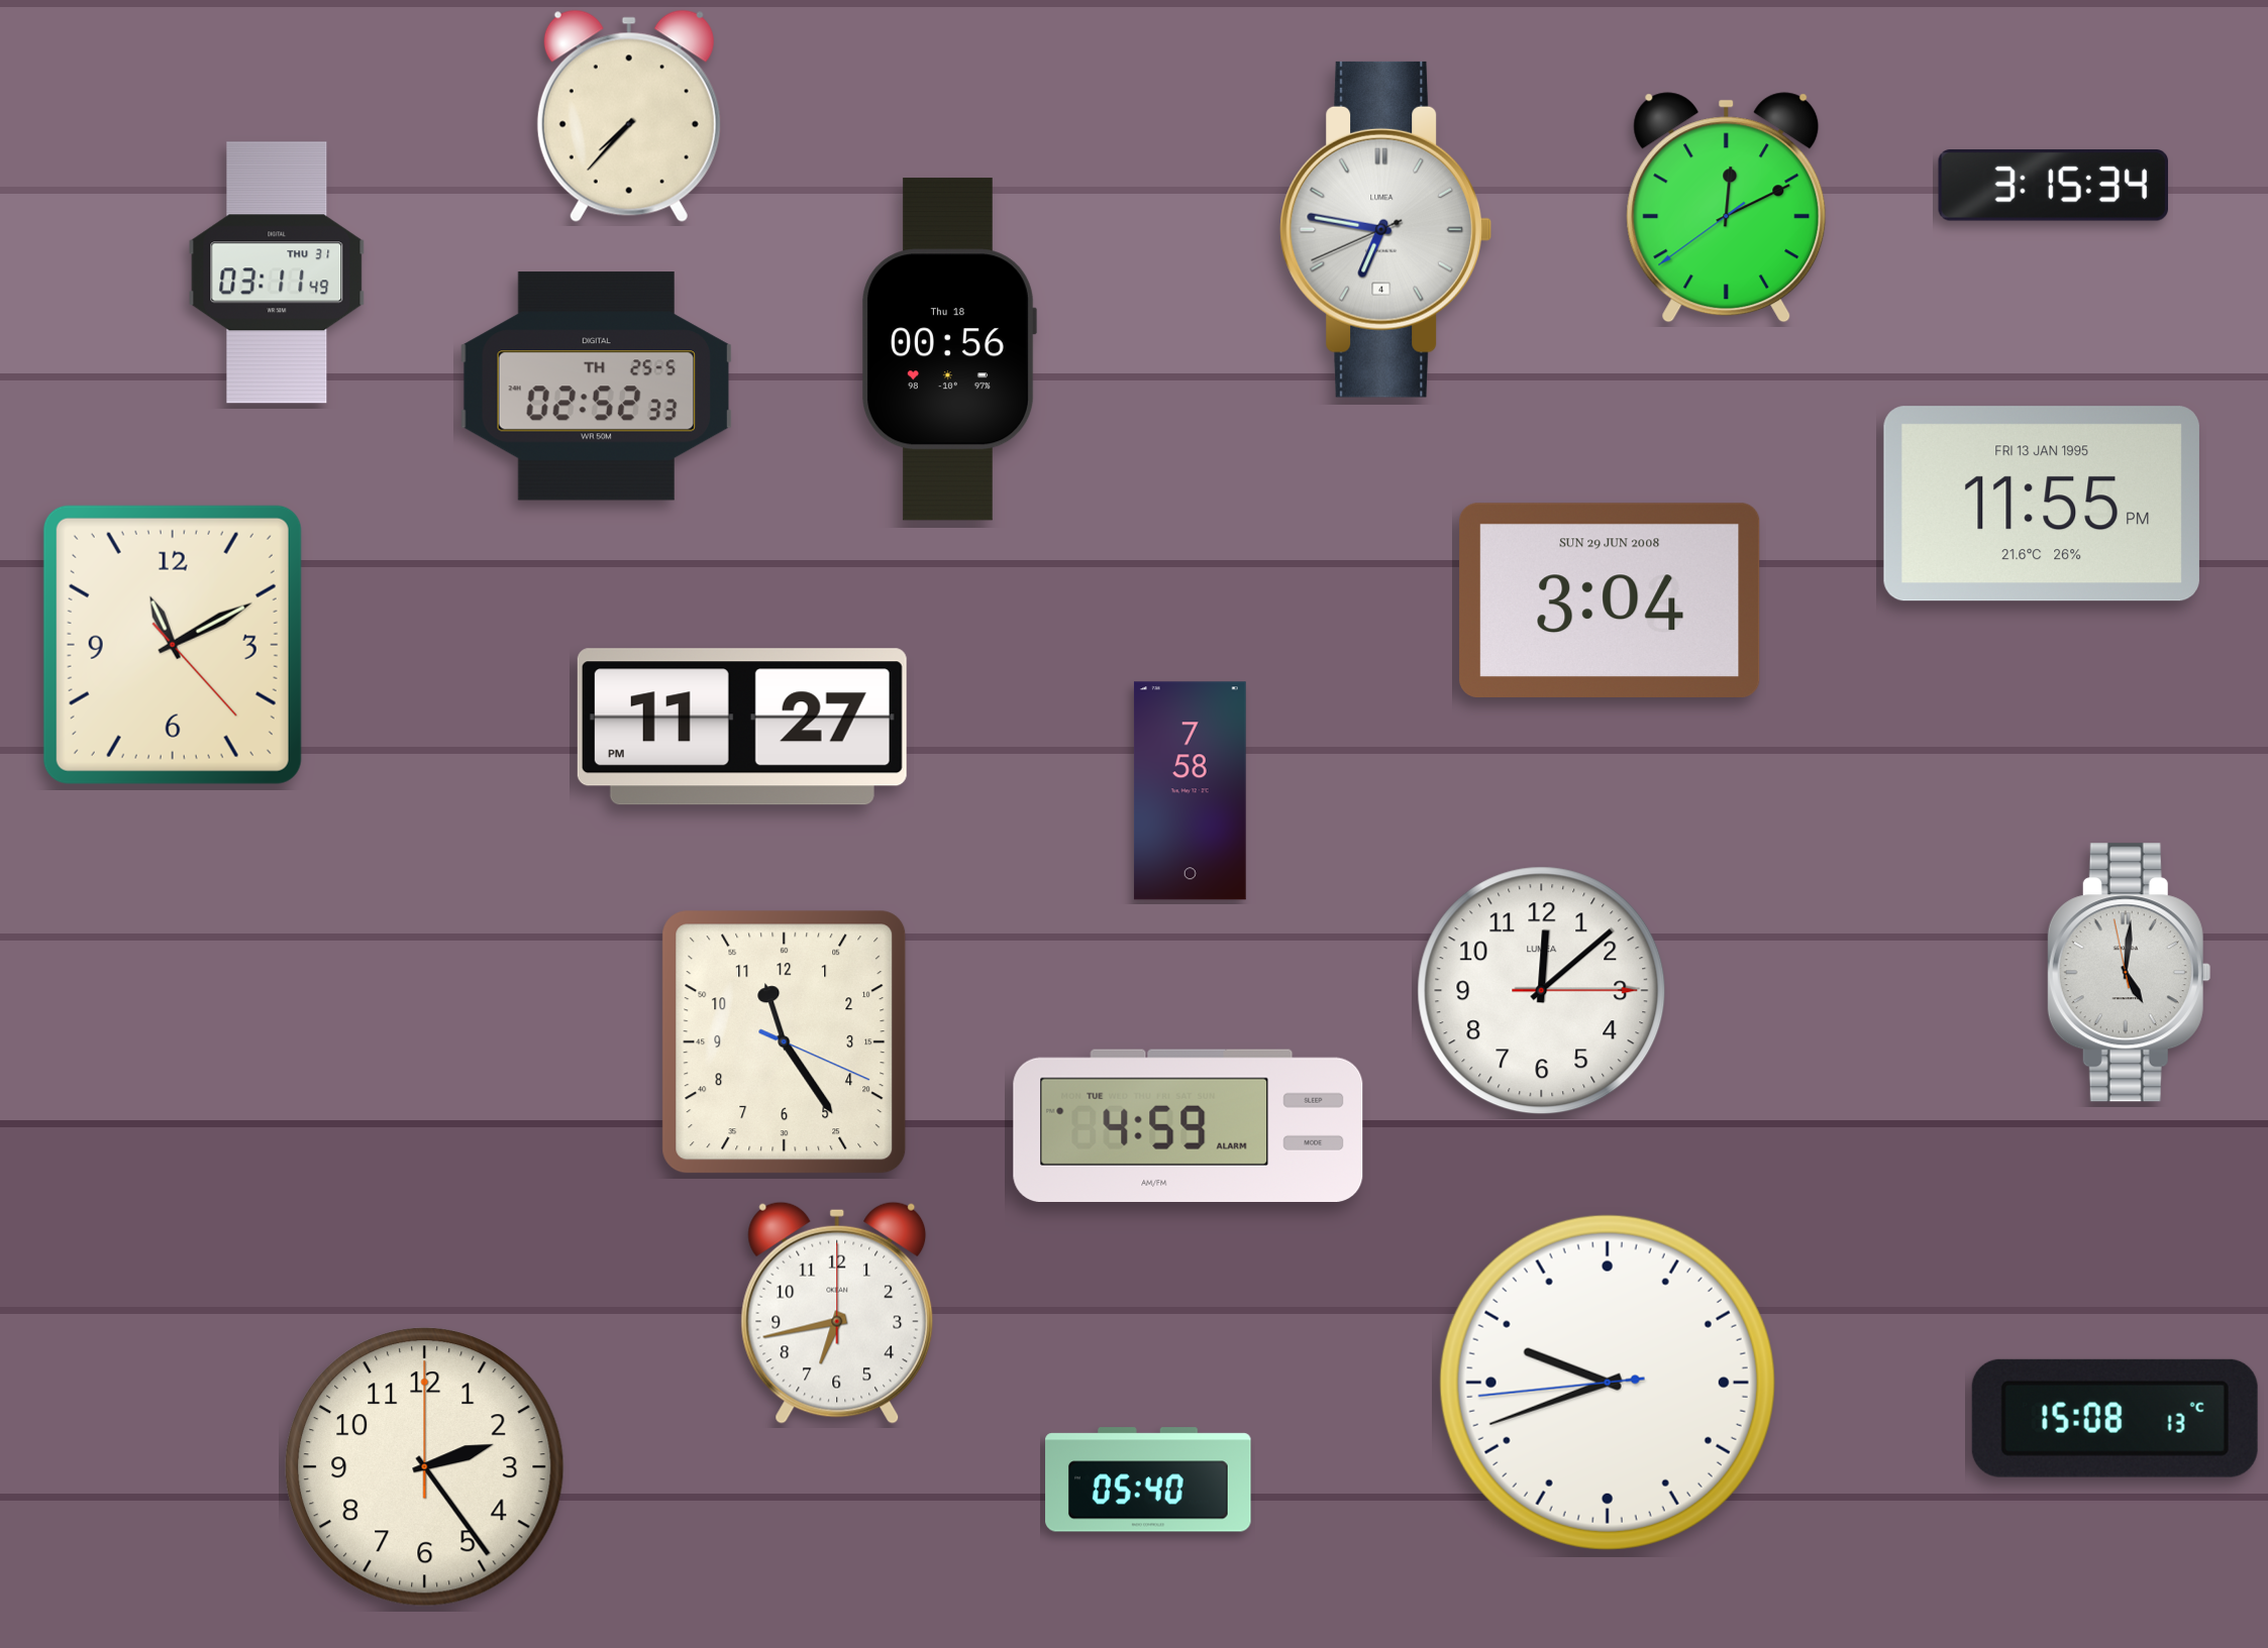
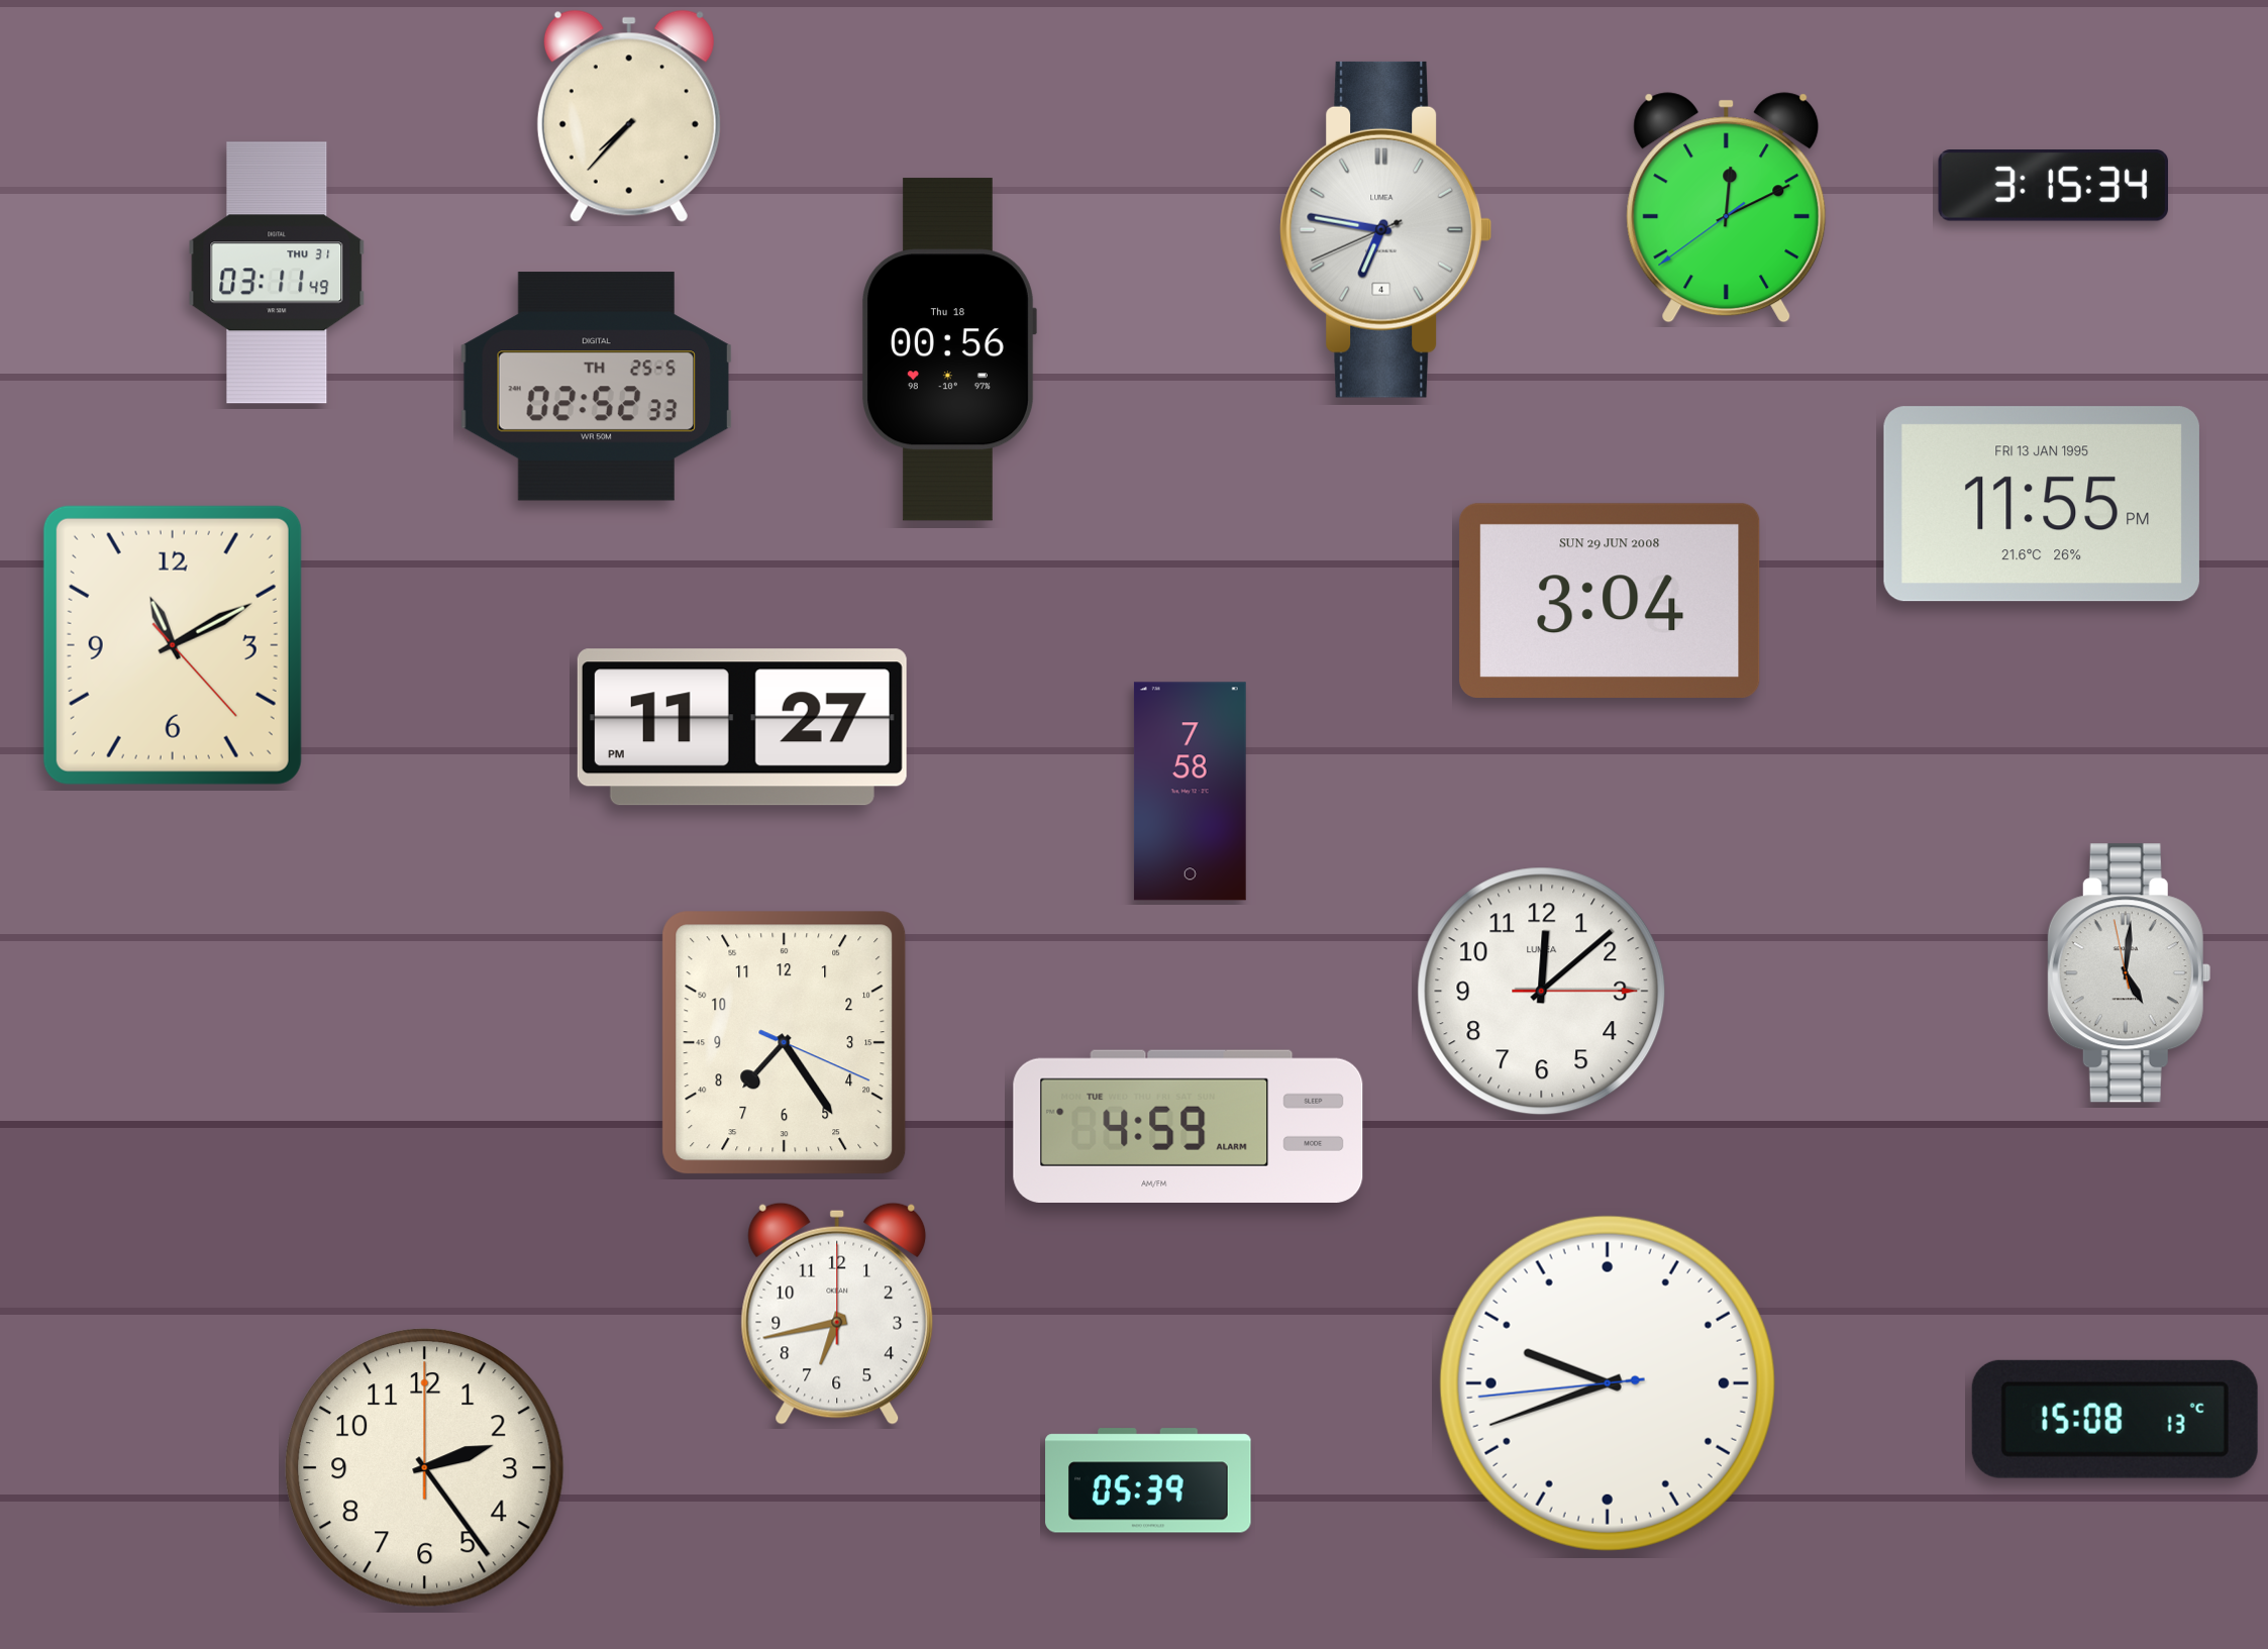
clock at (785, 1042): 11:24 -> 7:24
clock at (1148, 1479): 05:40 -> 05:39
